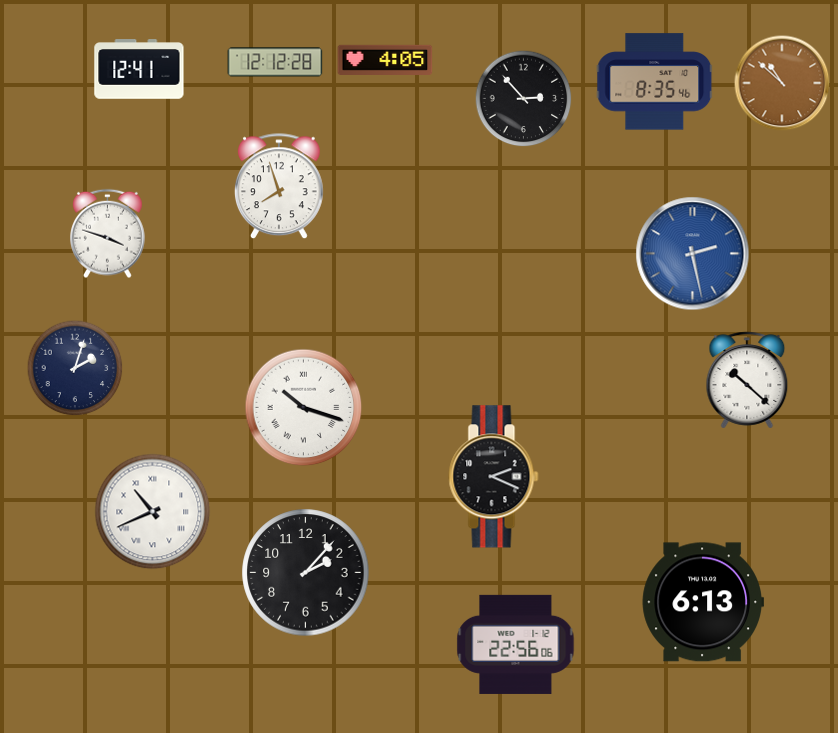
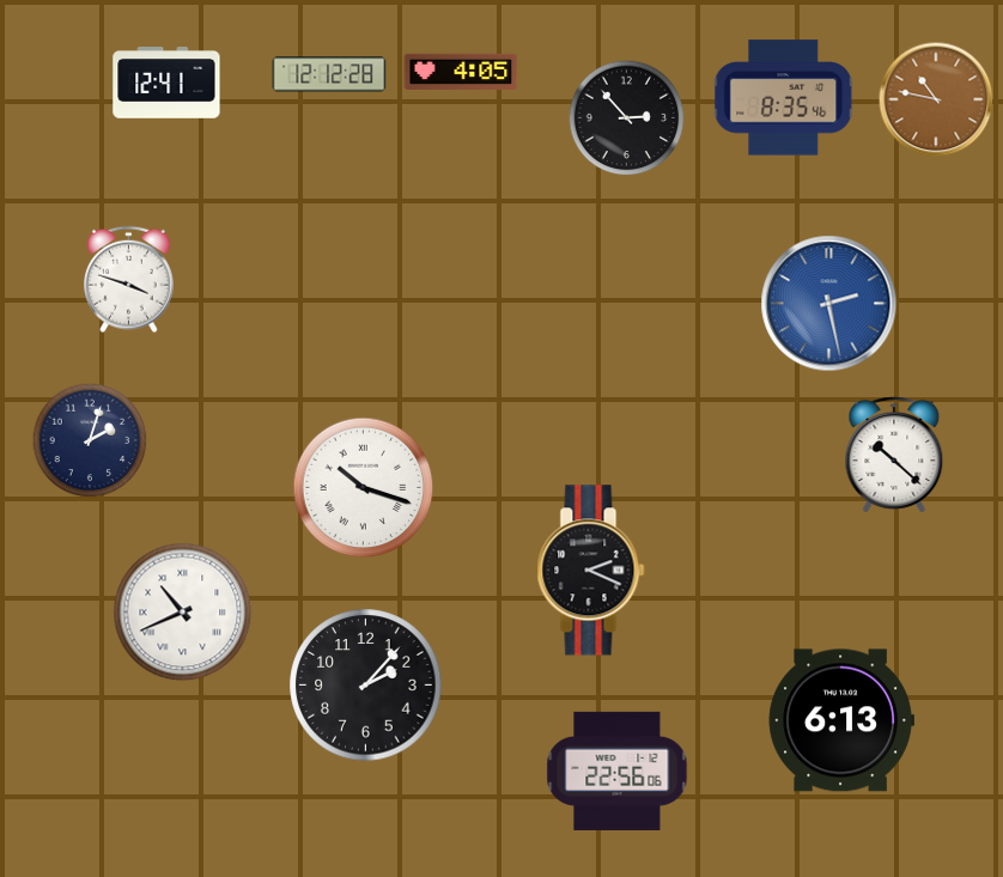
clock at (782, 83): 10:52 -> 10:47
clock at (279, 187): 7:57 -> none
